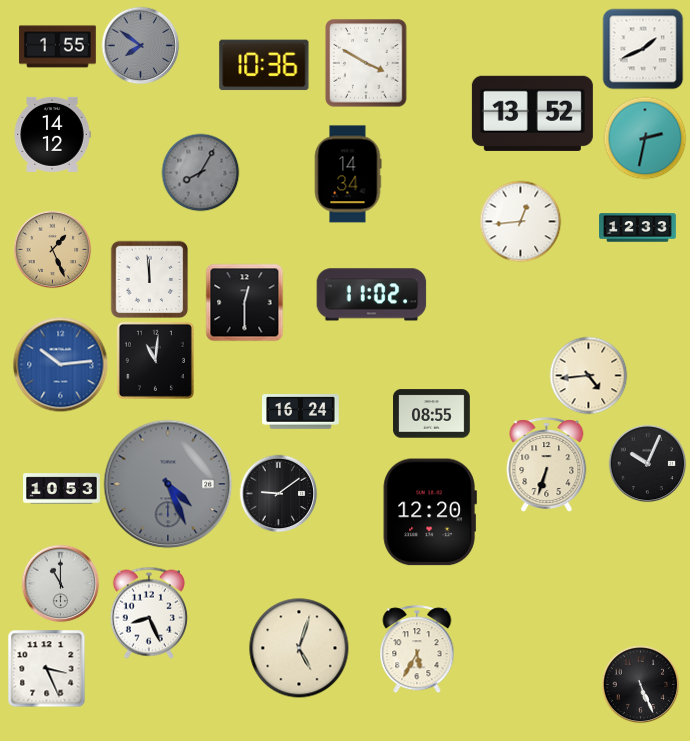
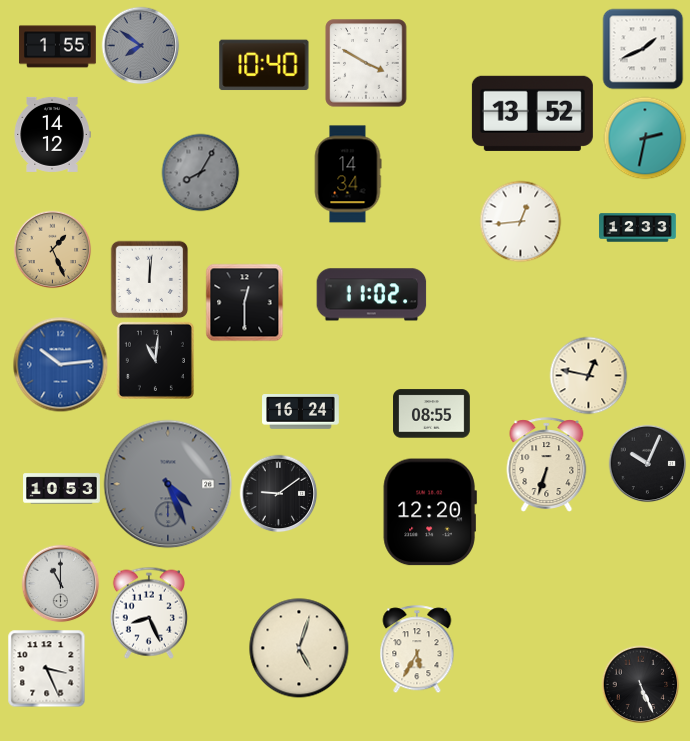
clock at (264, 65): 10:36 -> 10:40
clock at (149, 279): 11:59 -> 12:01
clock at (588, 375): 4:44 -> 12:47
